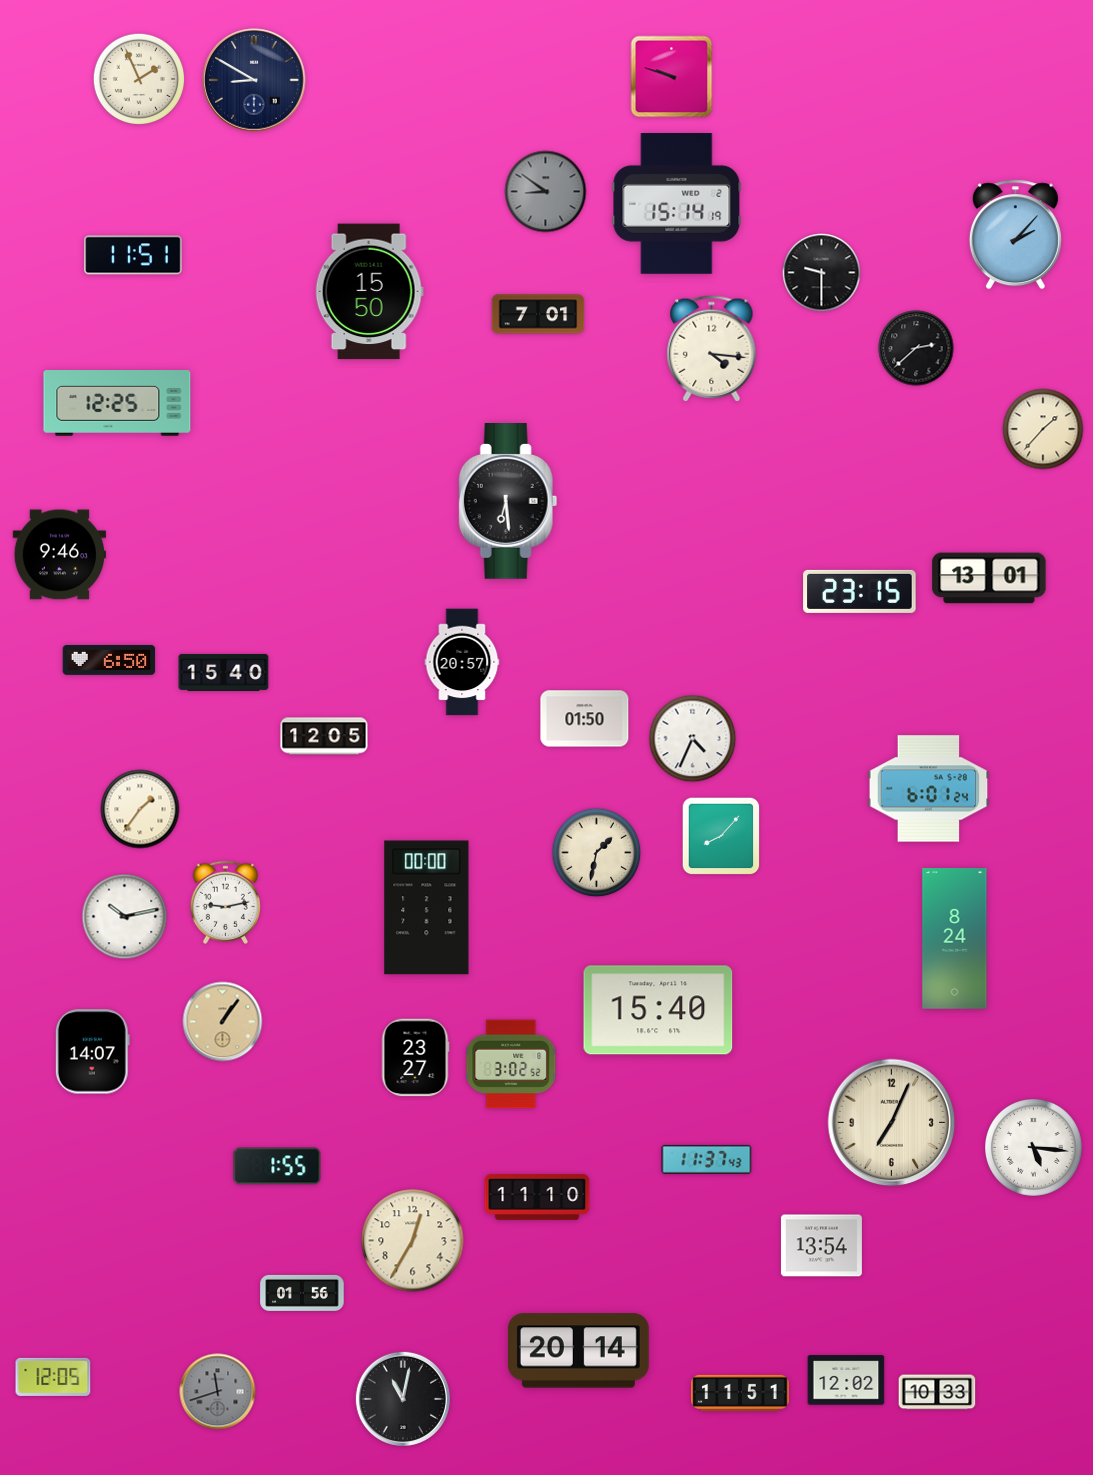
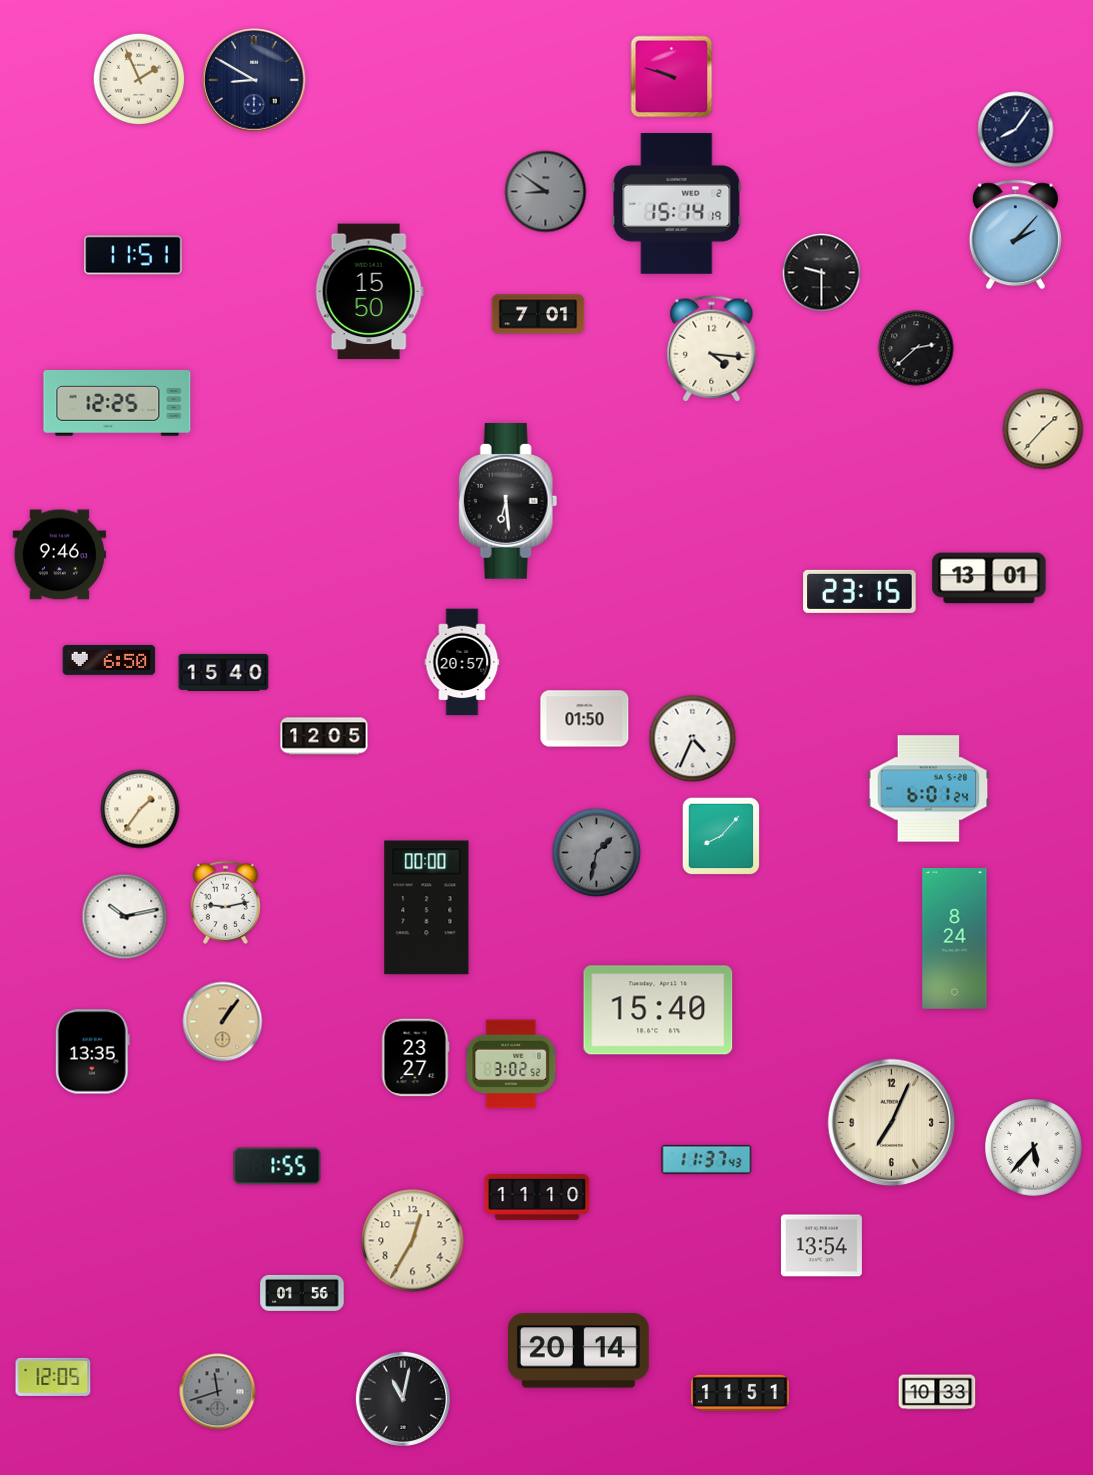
clock at (1016, 130): none -> 8:06
clock at (597, 853) dial: cream -> grey
clock at (92, 1052): 14:07 -> 13:35
clock at (1034, 1148): 5:16 -> 5:37
clock at (846, 1380): 12:02 -> none
